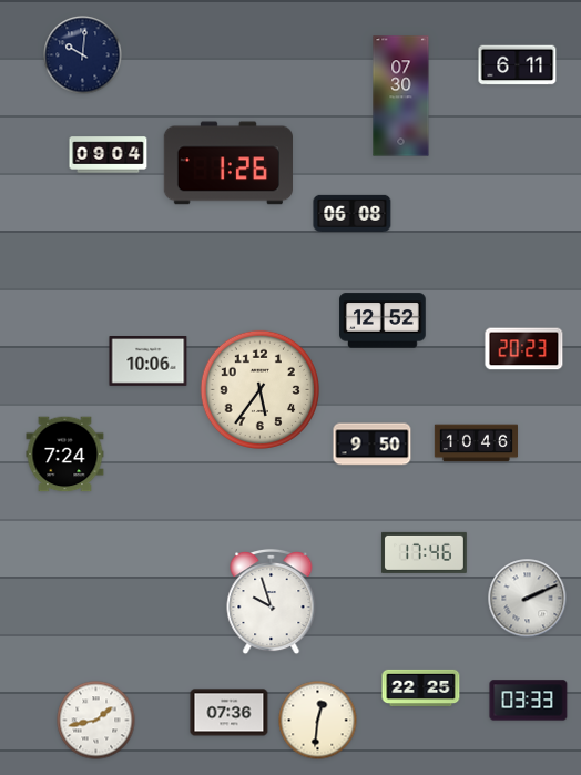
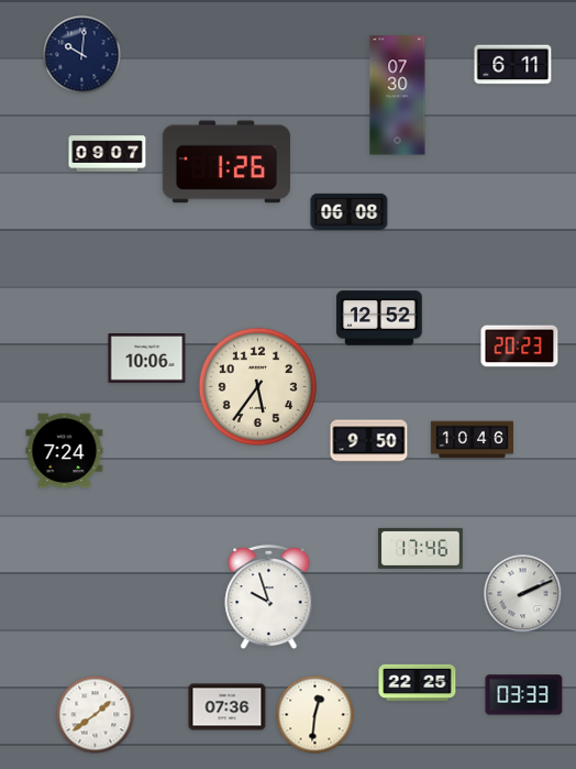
clock at (109, 155): 09:04 -> 09:07
clock at (96, 721): 1:43 -> 1:39
